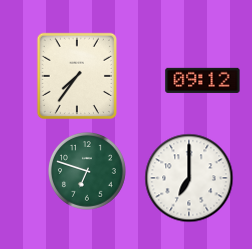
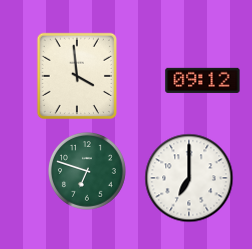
clock at (76, 75): 7:36 -> 3:59
